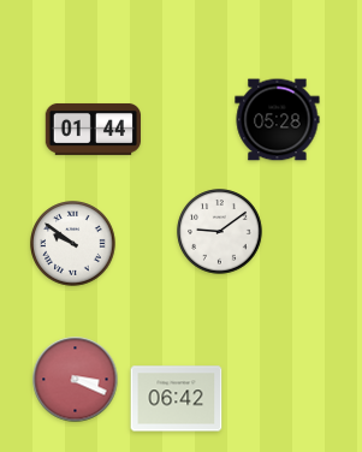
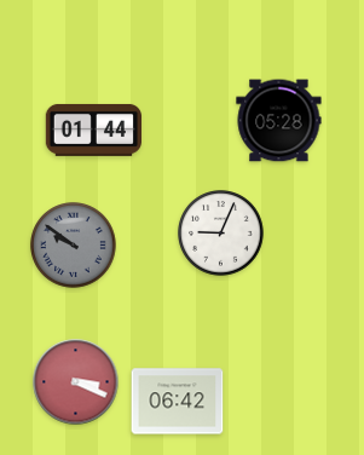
clock at (220, 232): 9:09 -> 9:04
clock at (73, 244) dial: white -> grey
